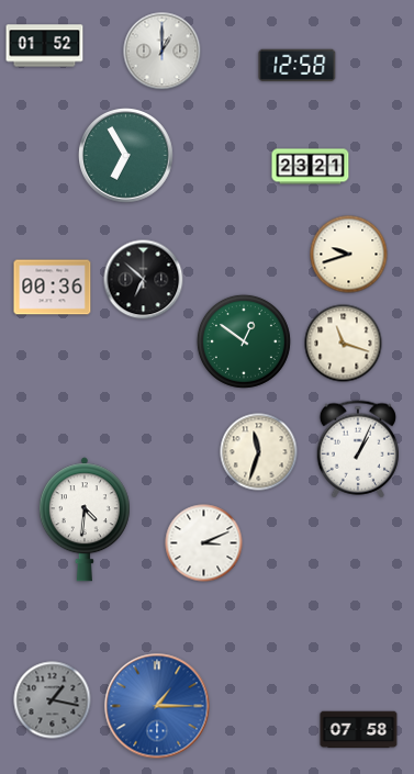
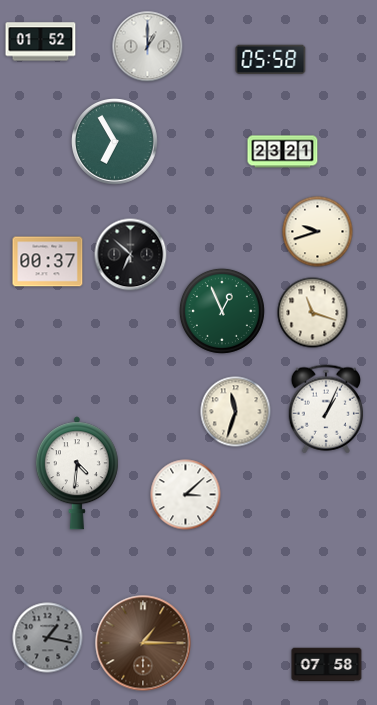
clock at (298, 65): 12:58 -> 05:58
clock at (53, 288): 00:36 -> 00:37
clock at (244, 341): 12:51 -> 12:56
clock at (204, 543): 3:11 -> 3:08
clock at (157, 706) dial: blue -> brown
